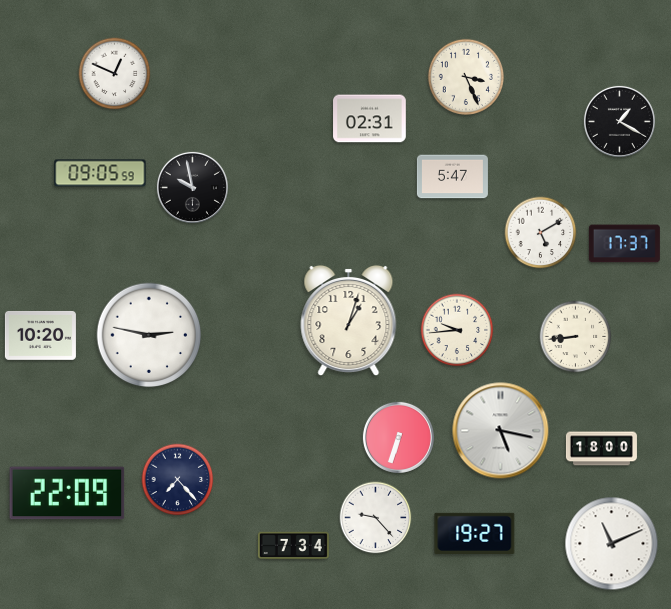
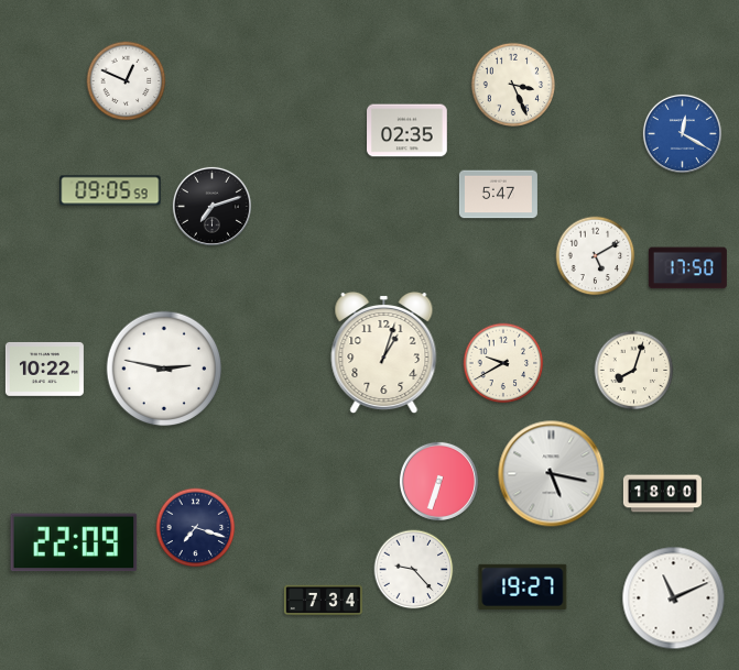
clock at (370, 119): 02:31 -> 02:35
clock at (619, 121): 1:20 -> 12:20
clock at (619, 121) dial: black -> blue
clock at (192, 187): 9:58 -> 7:12
clock at (624, 244): 17:37 -> 17:50
clock at (457, 330): 9:44 -> 9:40
clock at (40, 335): 10:20 -> 10:22
clock at (576, 337): 8:44 -> 8:03
clock at (178, 480): 7:23 -> 7:18
